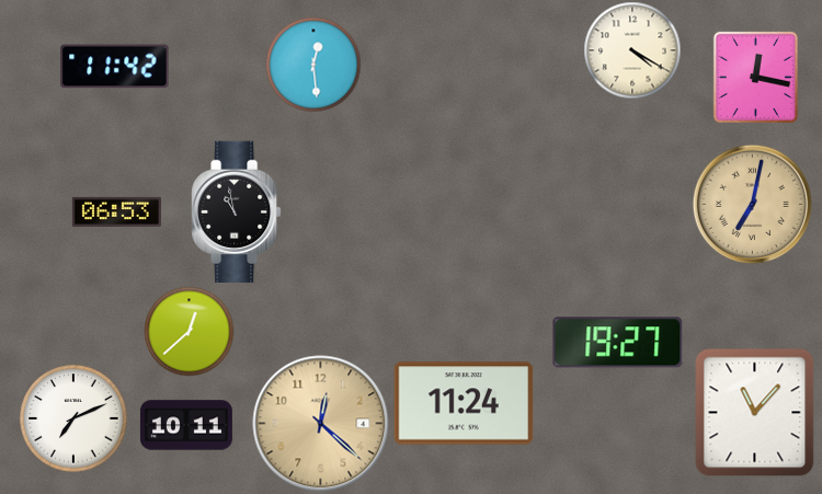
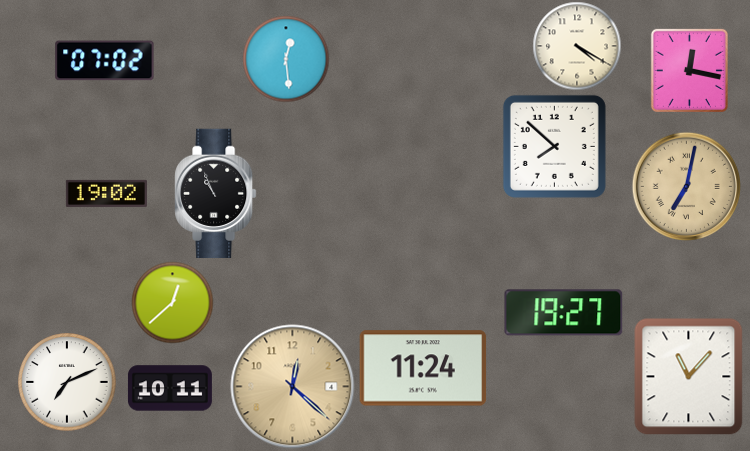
clock at (115, 67): 11:42 -> 07:02
clock at (554, 146): none -> 7:52
clock at (116, 211): 06:53 -> 19:02
clock at (237, 212): 10:58 -> 10:56
